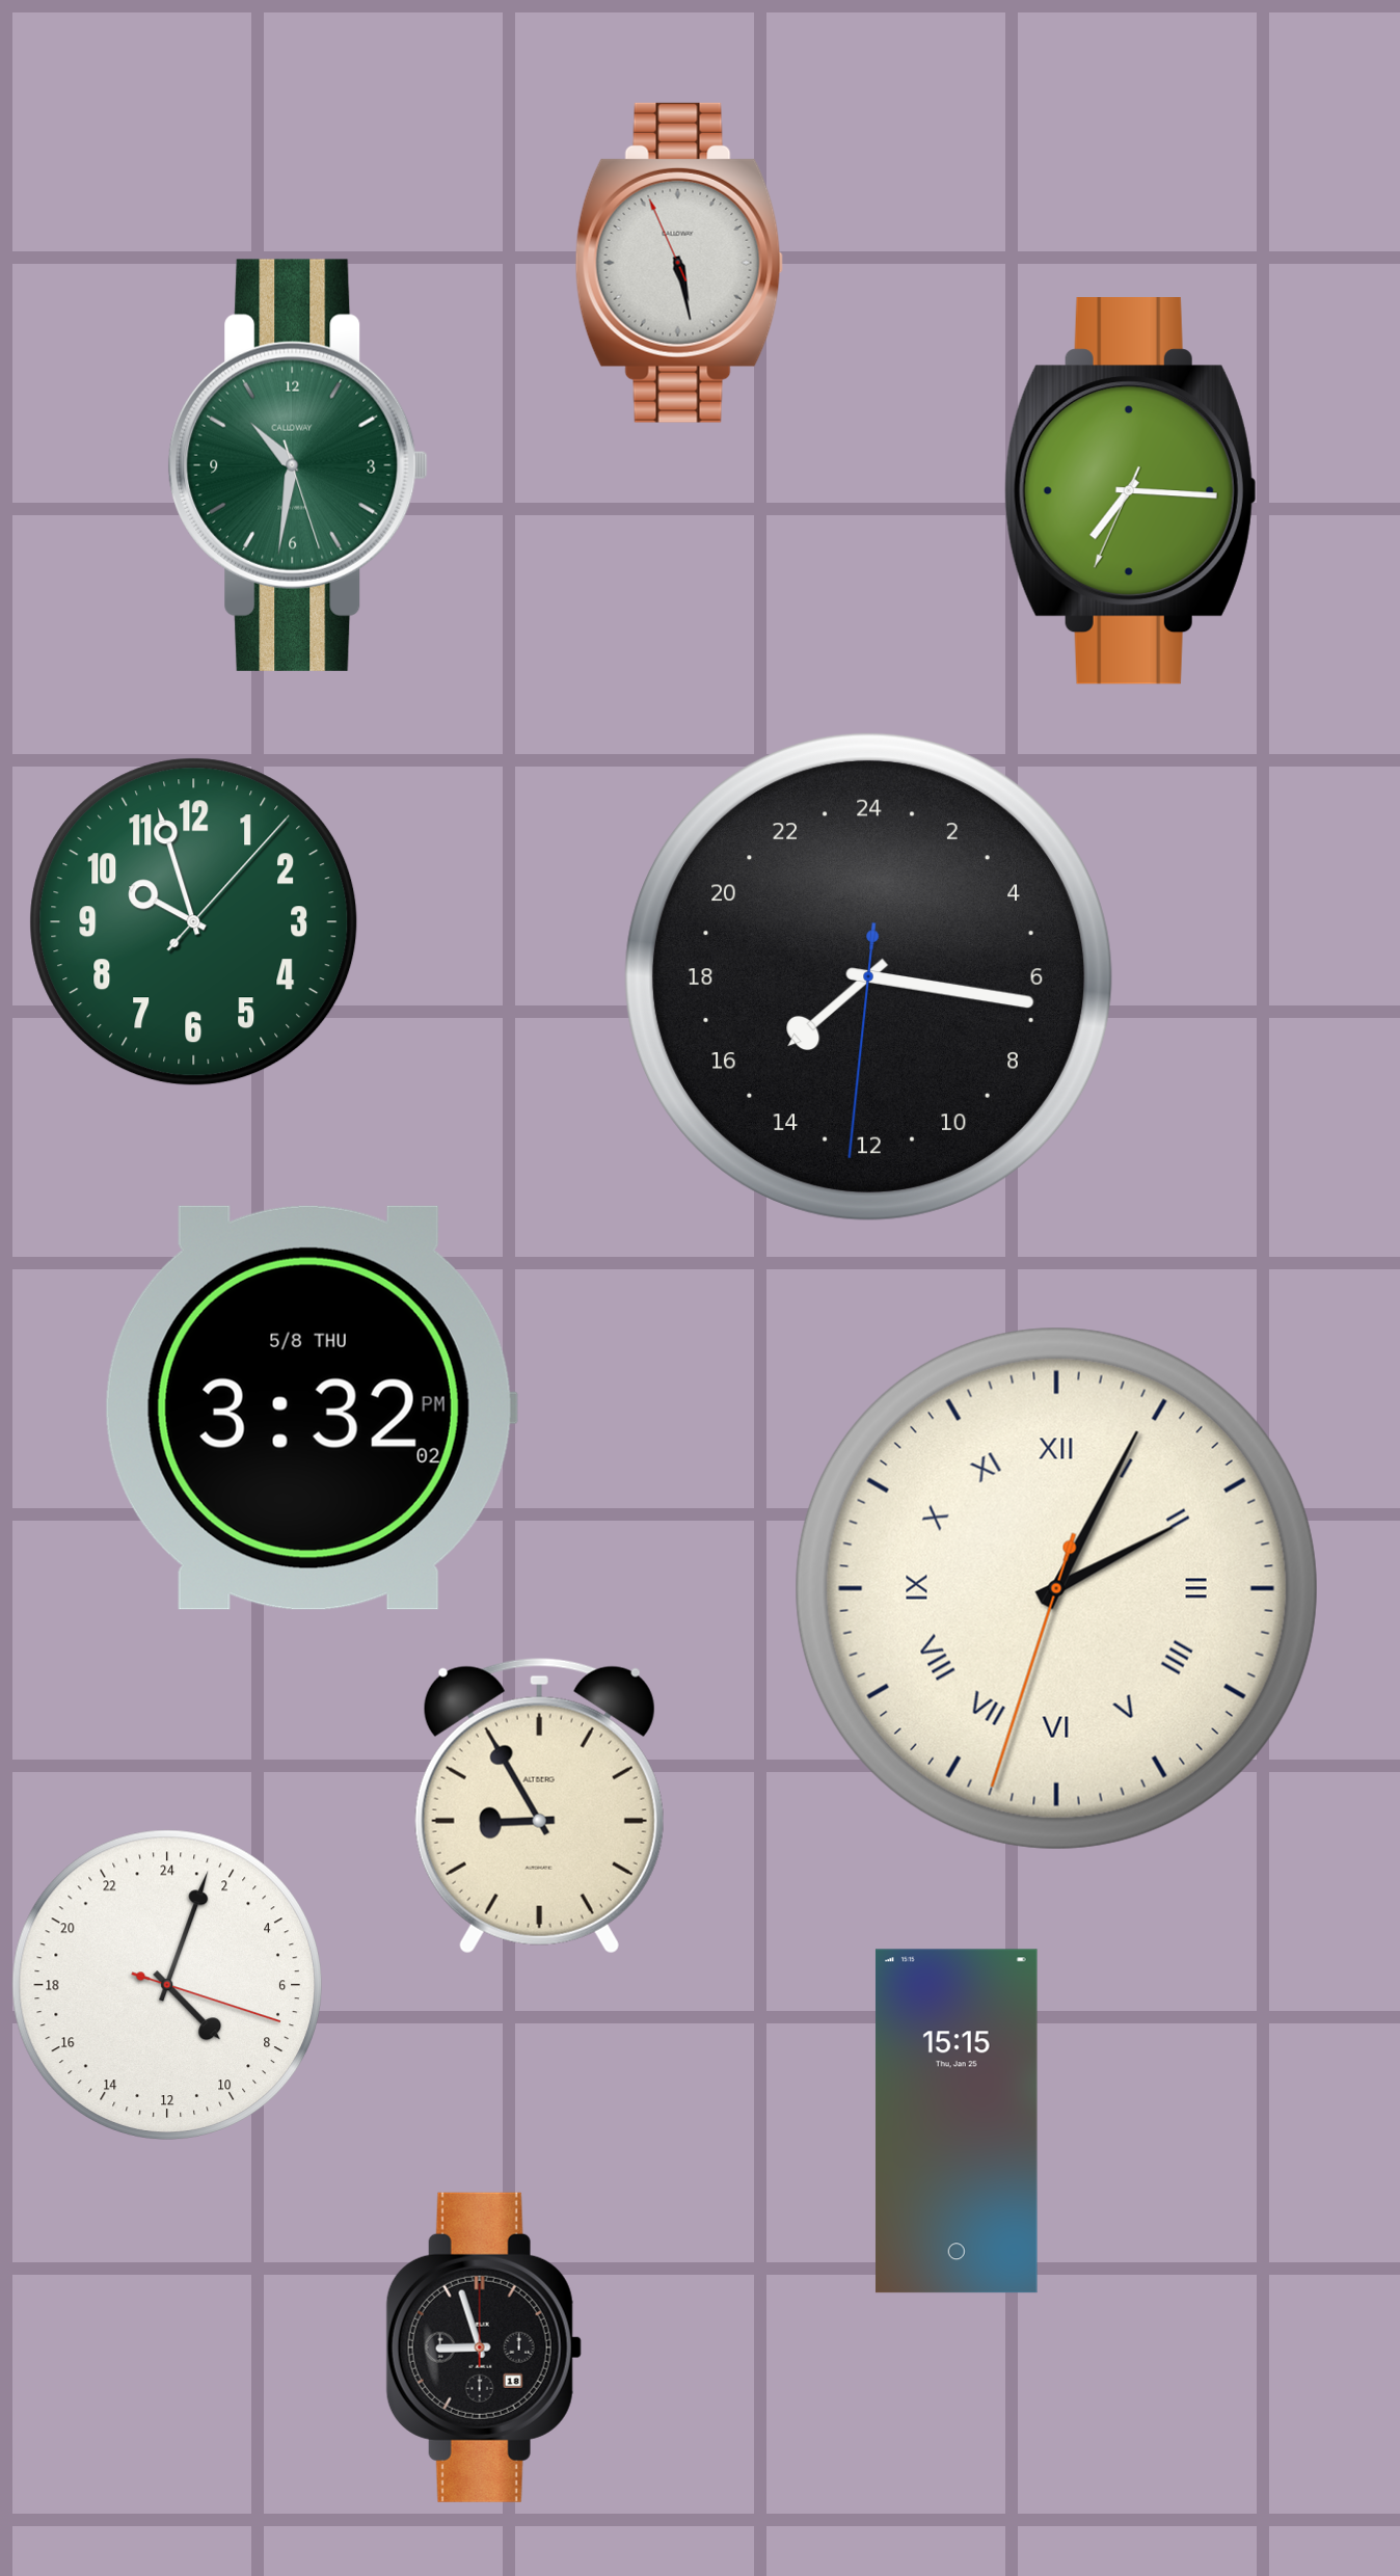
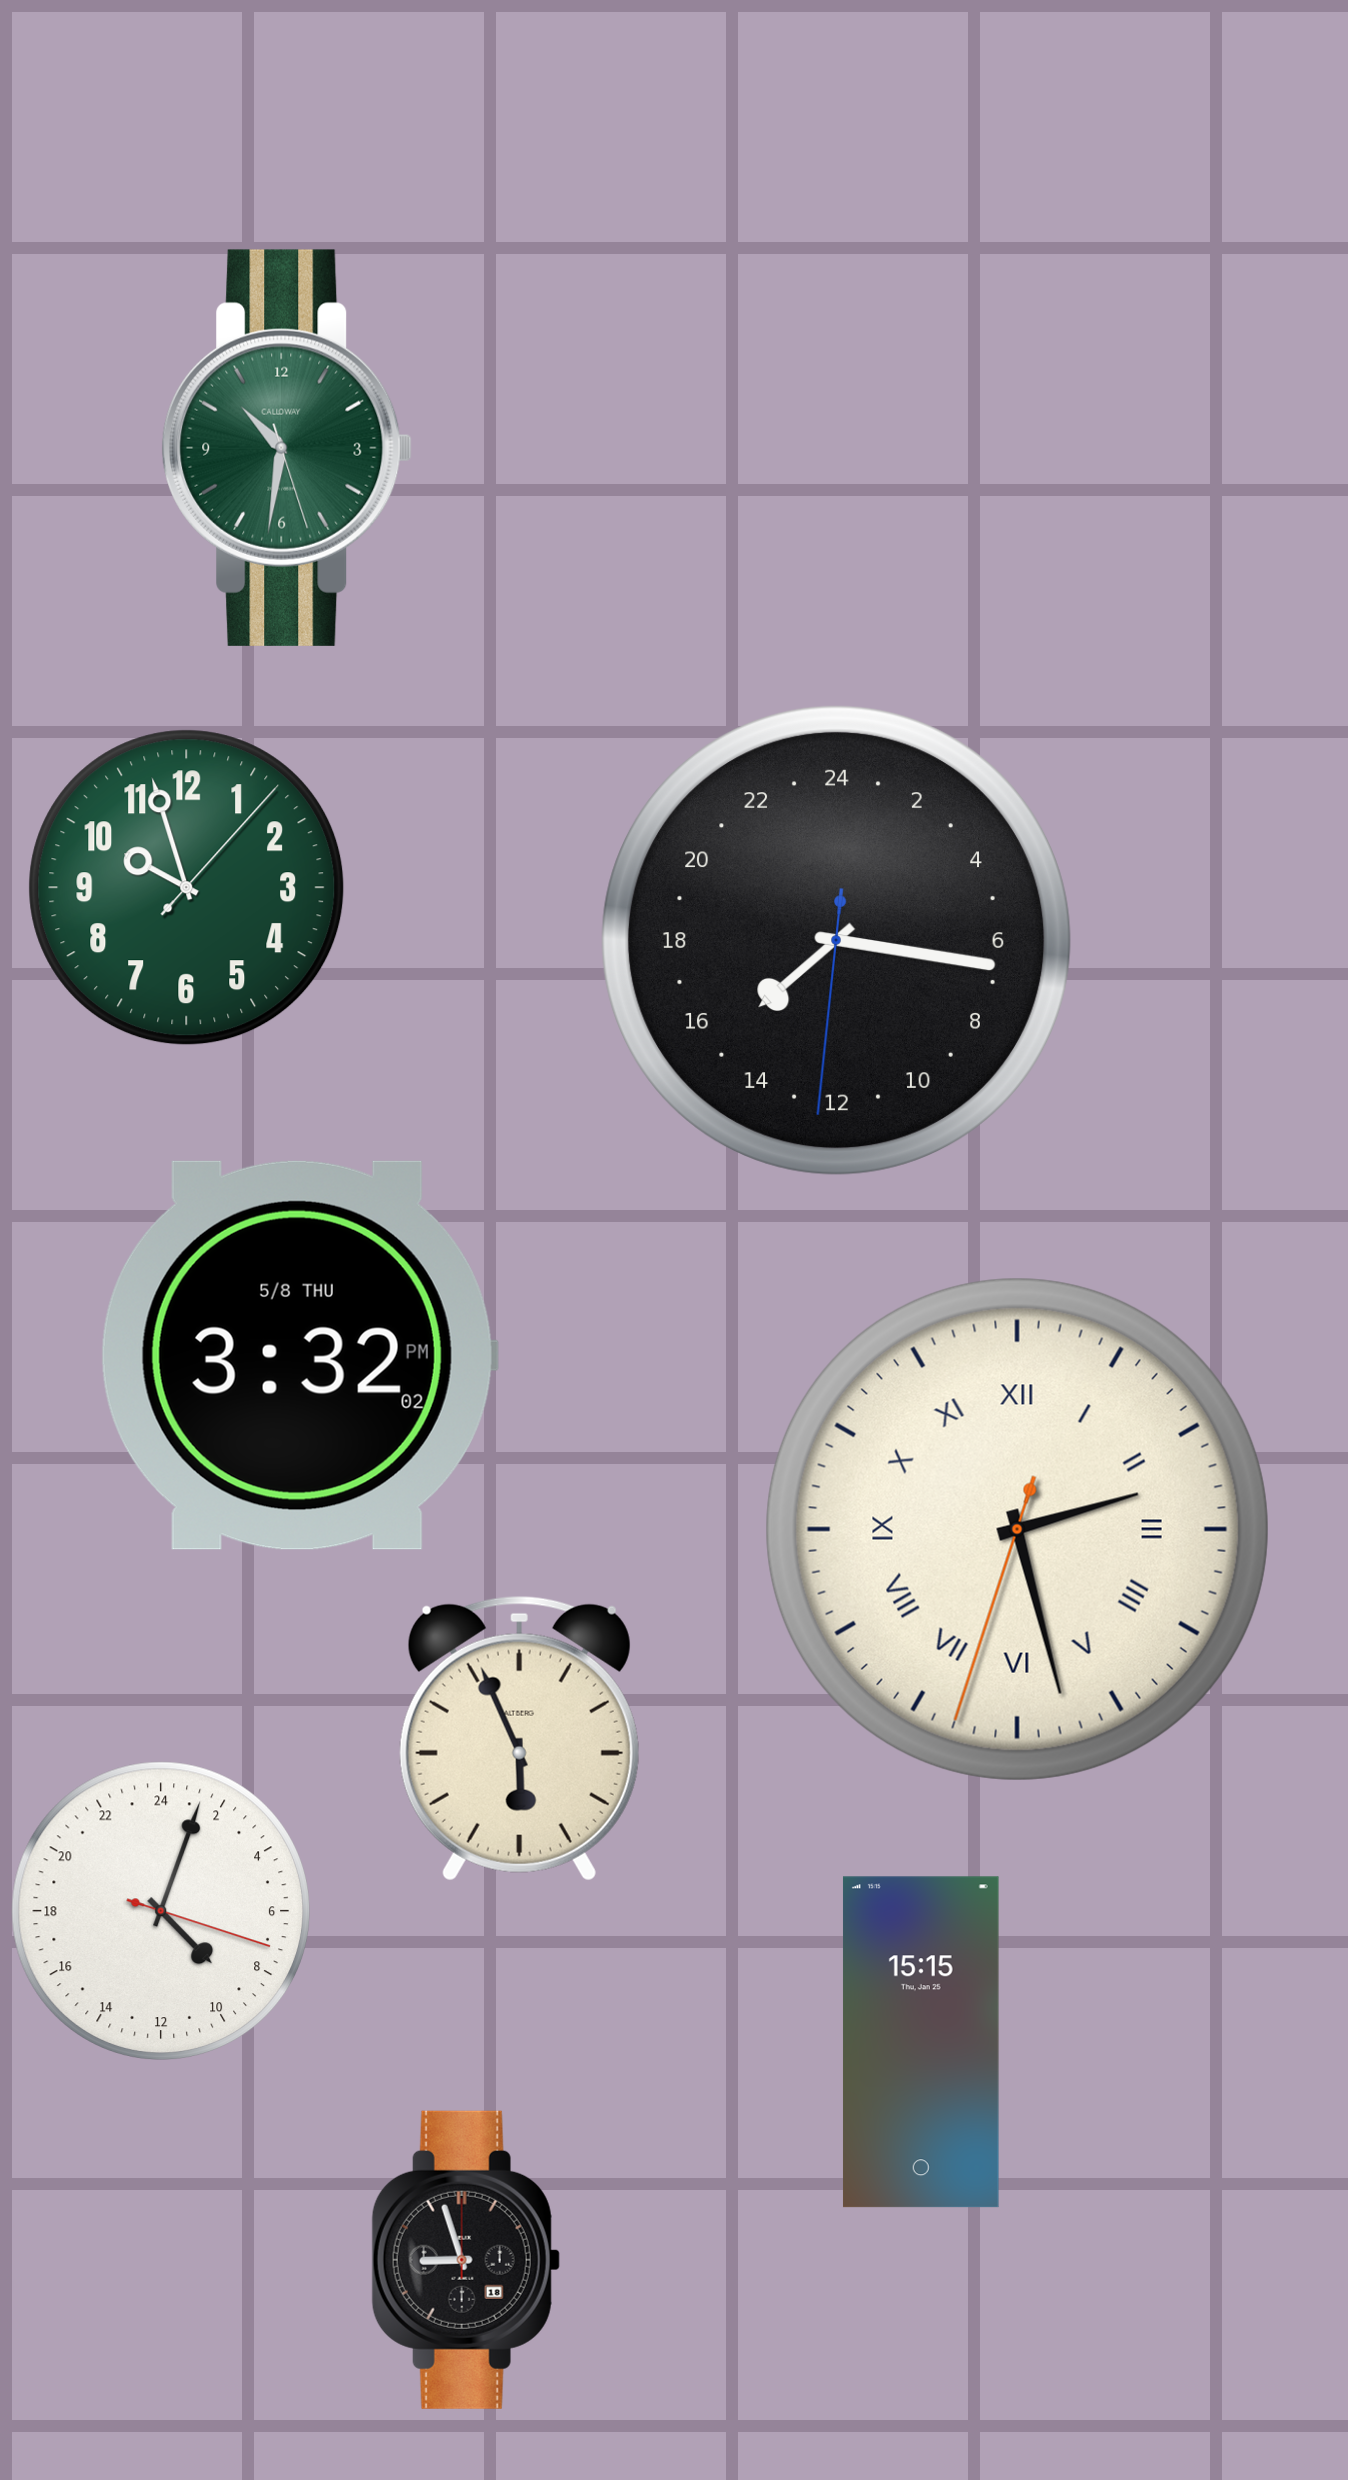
clock at (679, 263): 5:27 -> none
clock at (1130, 491): 7:15 -> none
clock at (1056, 1588): 2:04 -> 2:27
clock at (539, 1805): 8:55 -> 5:56
